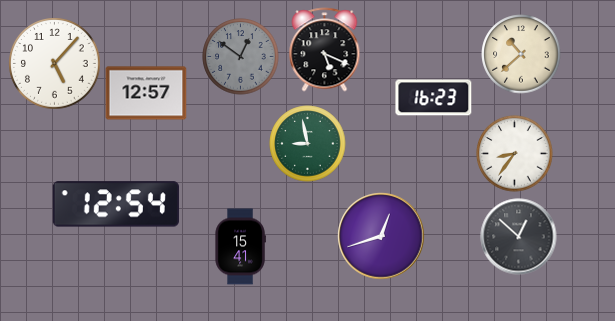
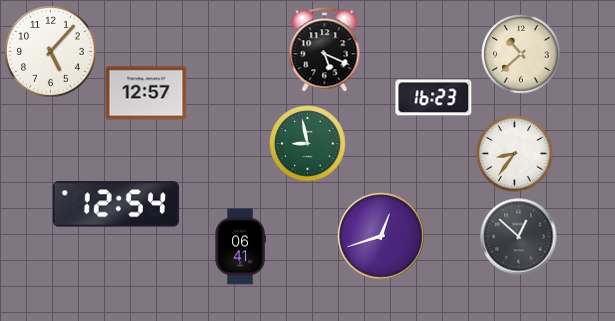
clock at (241, 57): 12:51 -> none
clock at (55, 64) position: (55, 64) -> (51, 52)
clock at (240, 247): 15:41 -> 06:41
